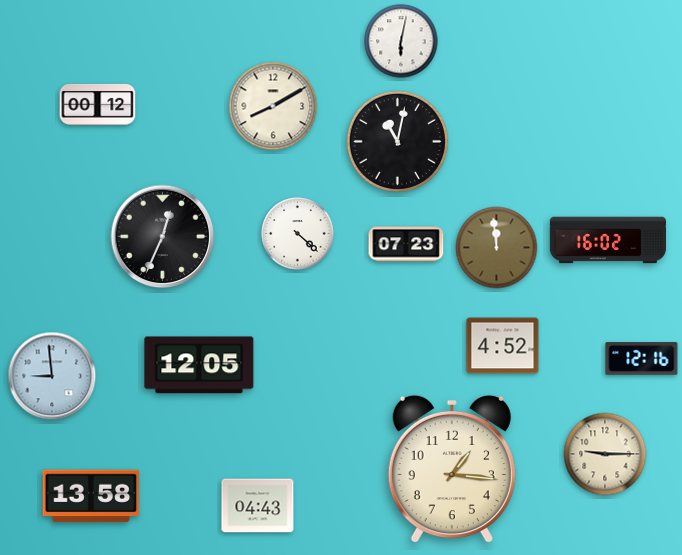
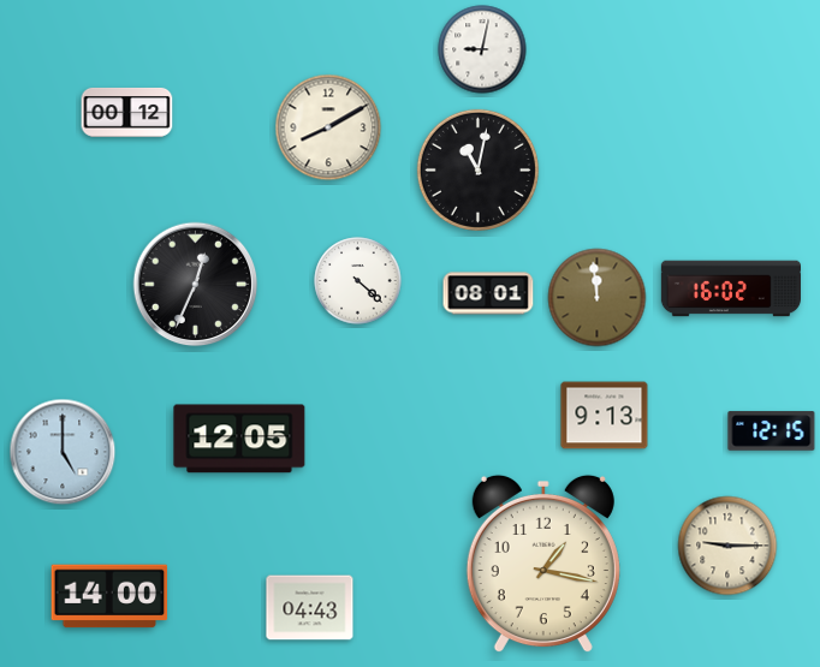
clock at (401, 41): 6:02 -> 9:02
clock at (98, 104) position: (98, 104) -> (127, 112)
clock at (406, 244): 07:23 -> 08:01
clock at (503, 346): 4:52 -> 9:13
clock at (642, 359): 12:16 -> 12:15
clock at (52, 376): 8:59 -> 5:00
clock at (452, 469): 1:16 -> 1:17
clock at (91, 496): 13:58 -> 14:00
